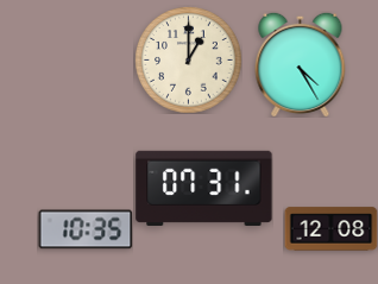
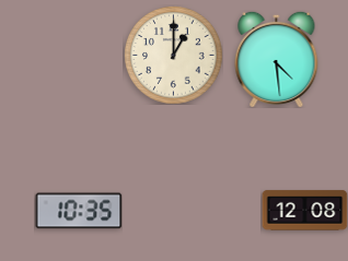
clock at (301, 64): 4:25 -> 4:29
clock at (204, 188): 07:31 -> none
